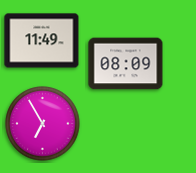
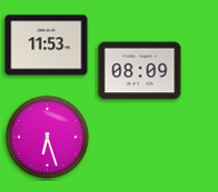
clock at (42, 41): 11:49 -> 11:53
clock at (43, 124): 6:55 -> 6:27
